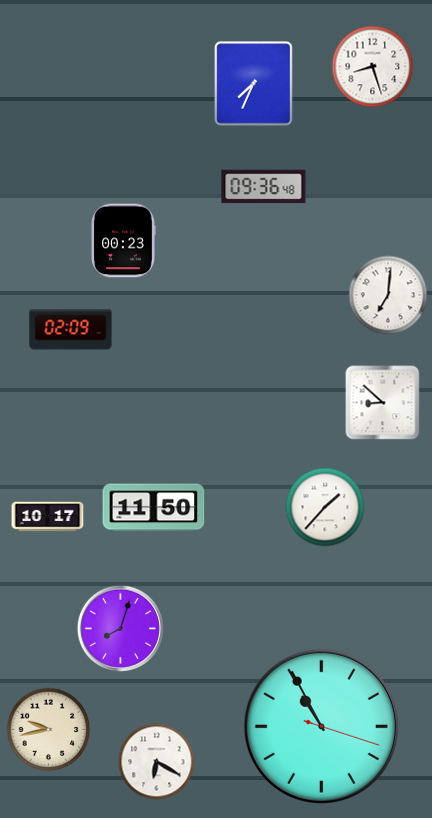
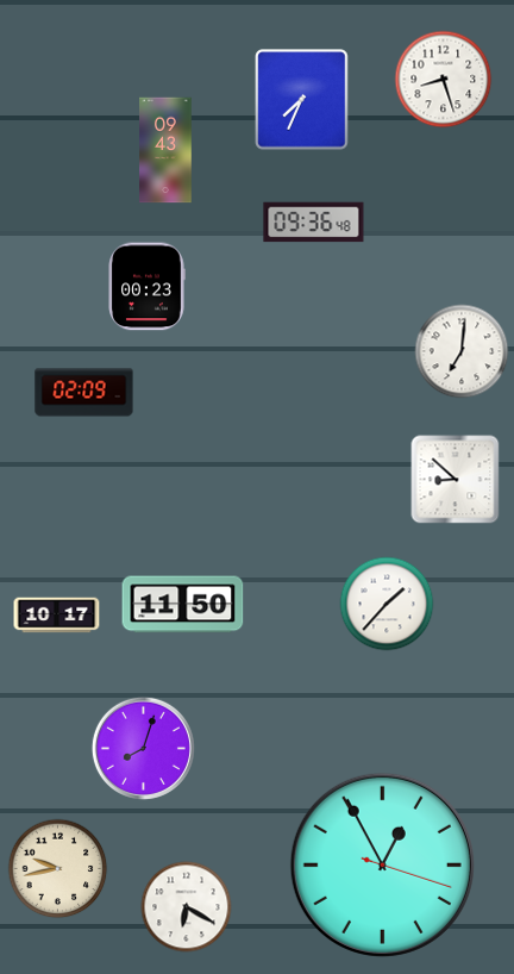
clock at (165, 150): none -> 09:43
clock at (321, 726): 10:55 -> 12:55
